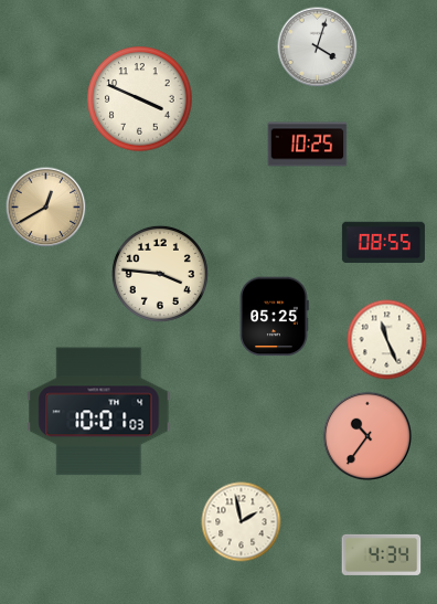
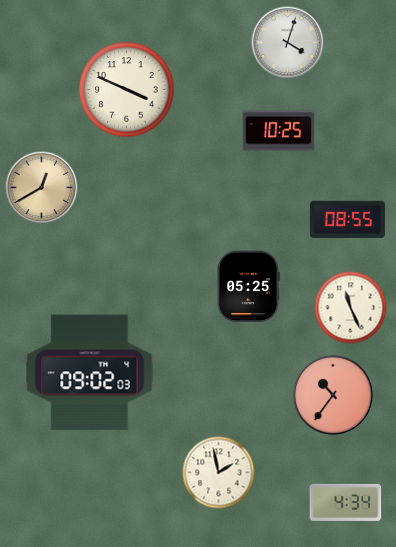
clock at (160, 274): 3:46 -> none
clock at (99, 412): 10:01 -> 09:02
